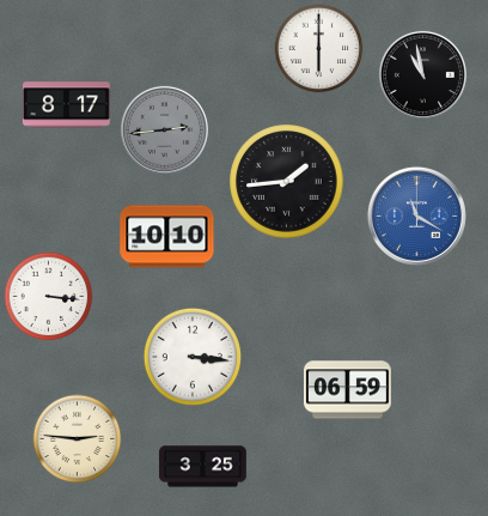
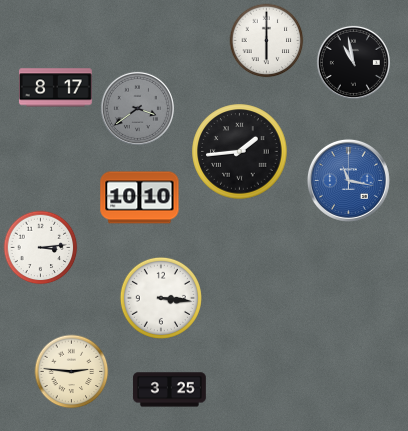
clock at (164, 129): 2:44 -> 3:39
clock at (416, 215): 11:20 -> 11:17
clock at (49, 297): 3:16 -> 3:14
clock at (347, 390): 06:59 -> none
clock at (78, 439) position: (78, 439) -> (72, 372)
